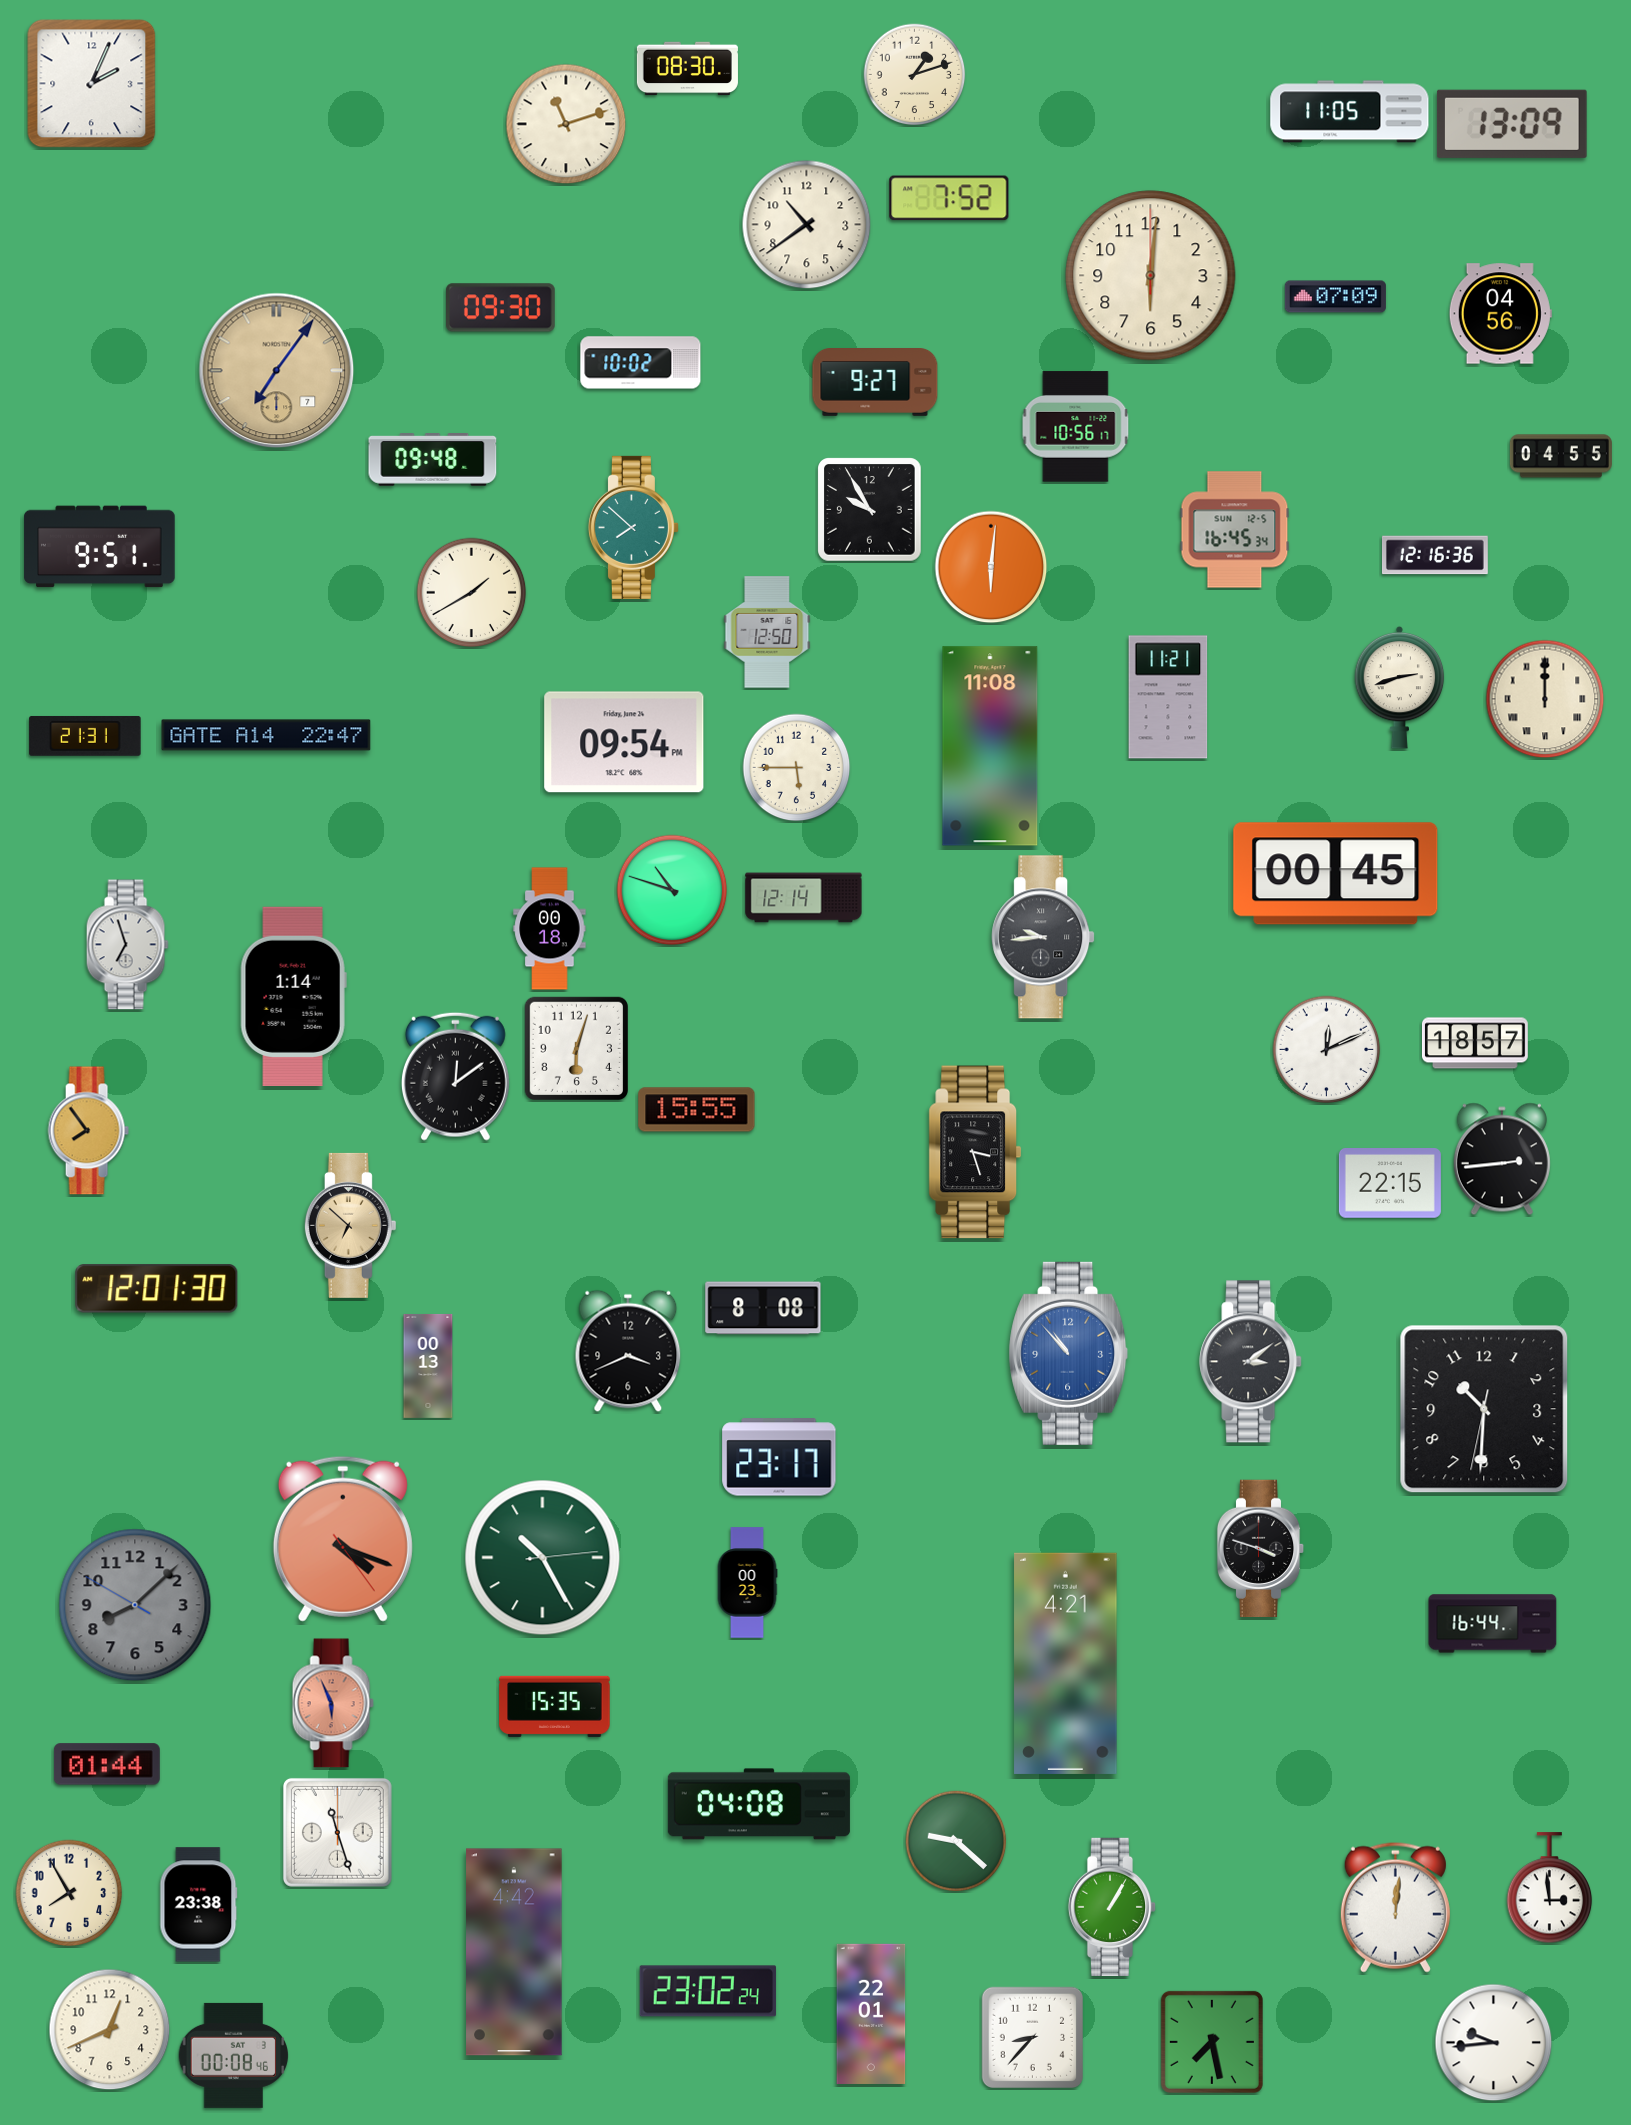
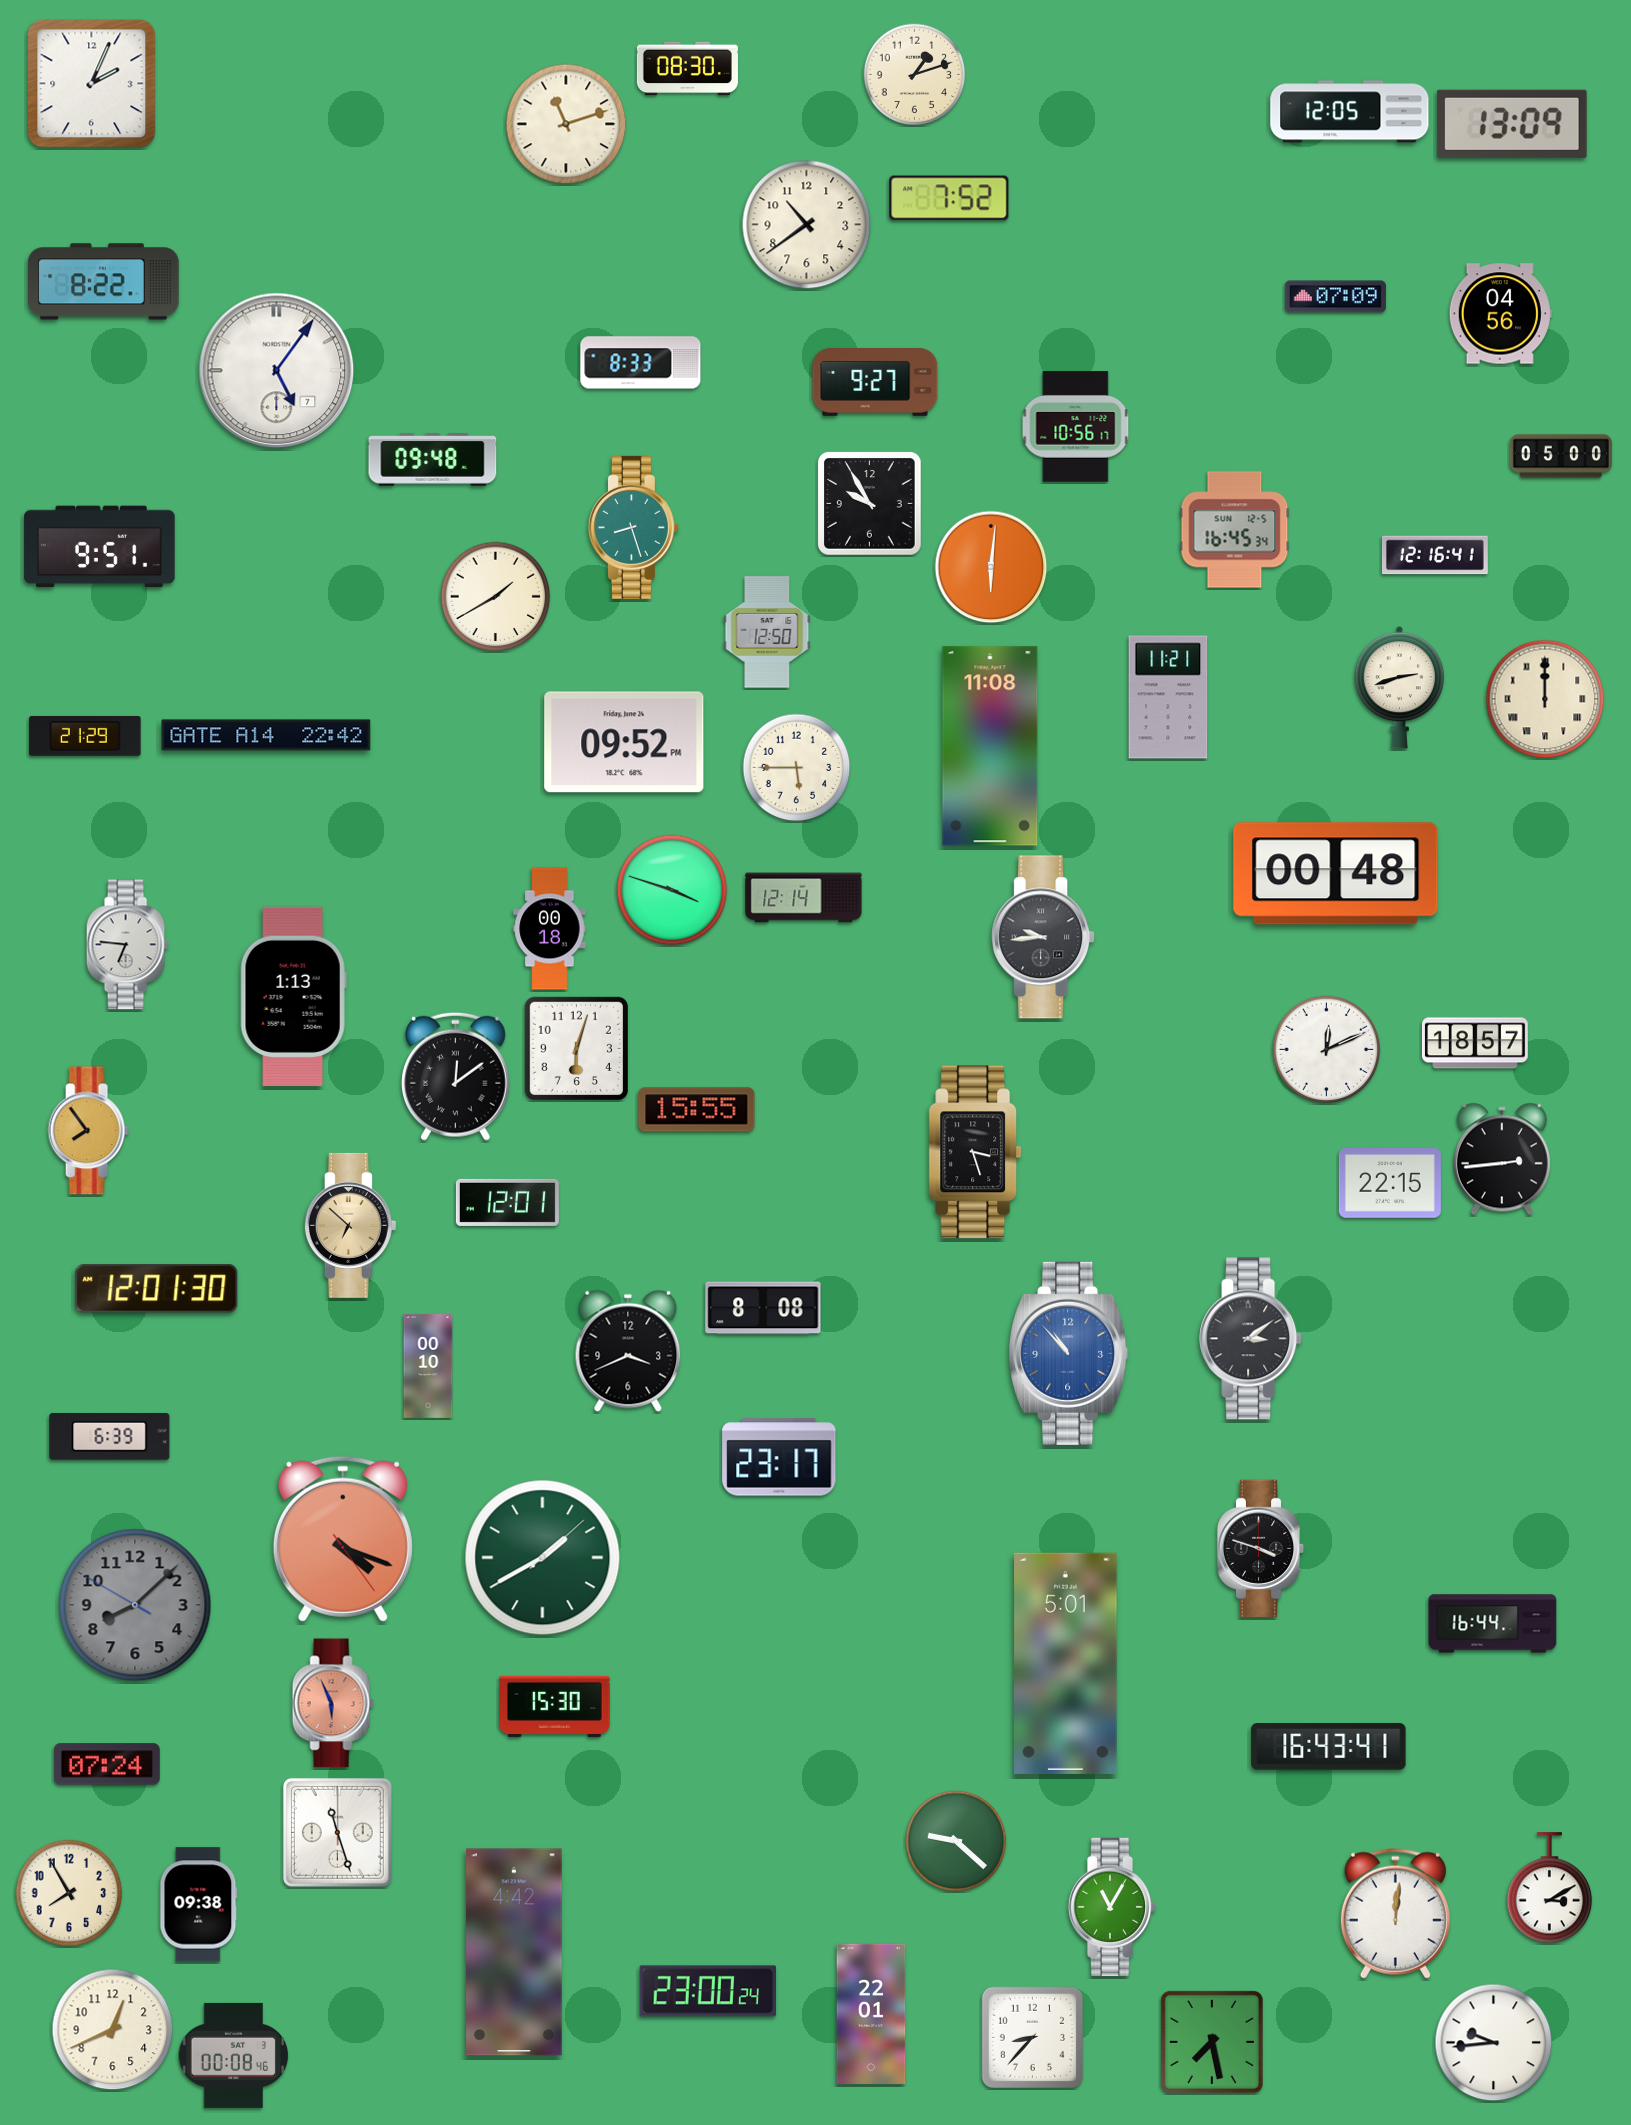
clock at (1350, 112): 11:05 -> 12:05
clock at (1151, 276): 6:01 -> none
clock at (104, 282): none -> 8:22
clock at (501, 308): 09:30 -> none
clock at (641, 363): 10:02 -> 8:33
clock at (277, 371): 7:06 -> 5:06
clock at (277, 371) dial: champagne -> white
clock at (1561, 456): 04:55 -> 05:00
clock at (870, 510) position: (870, 510) -> (870, 504)
clock at (633, 527): 7:52 -> 8:27
clock at (1435, 555): 12:16:36 -> 12:16:41
clock at (472, 593) position: (472, 593) -> (496, 597)
clock at (266, 735): 22:47 -> 22:42
clock at (85, 736): 21:31 -> 21:29
clock at (624, 742): 09:54 -> 09:52
clock at (1336, 874): 00:45 -> 00:48
clock at (672, 890): 10:48 -> 3:48
clock at (127, 945): 6:57 -> 6:46
clock at (293, 996): 1:14 -> 1:13
clock at (507, 1202): none -> 12:01
clock at (1251, 1362) position: (1251, 1362) -> (1251, 1339)
clock at (428, 1366): 00:13 -> 00:10
clock at (1484, 1409): 10:30 -> none
clock at (110, 1436): none -> 6:39
clock at (543, 1558): 10:25 -> 1:40
clock at (747, 1583): 00:23 -> none
clock at (1066, 1663): 4:21 -> 5:01
clock at (555, 1706): 15:35 -> 15:30
clock at (1329, 1747): none -> 16:43
clock at (107, 1764): 01:44 -> 07:24
clock at (759, 1804): 04:08 -> none
clock at (1550, 1888): 2:59 -> 3:10
clock at (199, 1905): 23:38 -> 09:38
clock at (1112, 1906): 1:05 -> 11:05
clock at (1395, 1907) position: (1395, 1907) -> (1395, 1913)
clock at (708, 1991): 23:02 -> 23:00
clock at (110, 2030) position: (110, 2030) -> (113, 2030)
